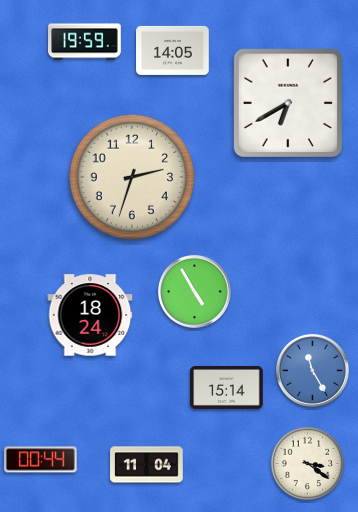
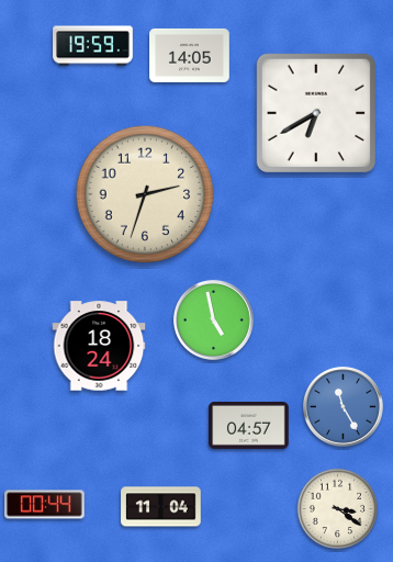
clock at (194, 291): 4:55 -> 4:58
clock at (227, 387): 15:14 -> 04:57
clock at (147, 465) position: (147, 465) -> (161, 507)
